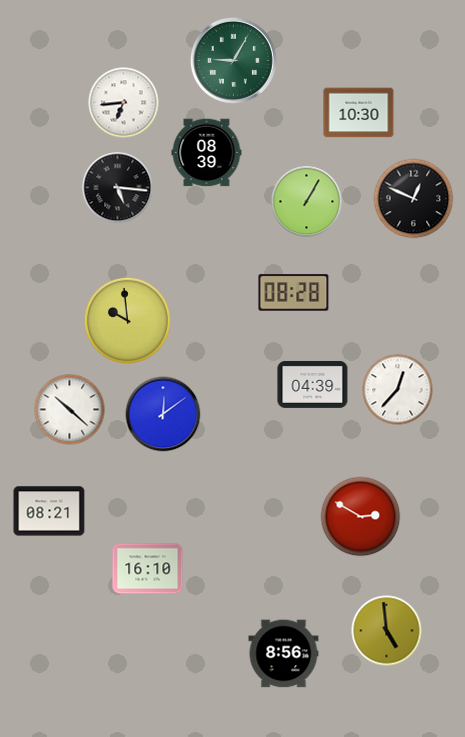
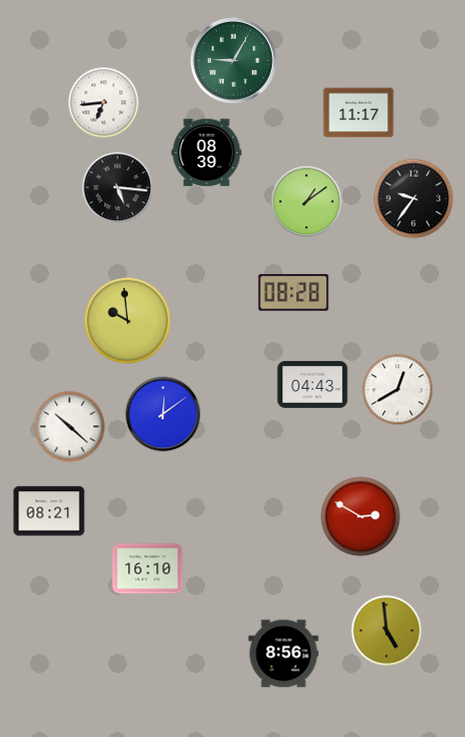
clock at (124, 103) position: (124, 103) -> (104, 103)
clock at (359, 113): 10:30 -> 11:17
clock at (414, 199): 12:49 -> 9:36
clock at (307, 202): 1:05 -> 1:09
clock at (313, 384): 04:39 -> 04:43
clock at (398, 390): 12:37 -> 12:40
clock at (70, 410) position: (70, 410) -> (70, 427)
